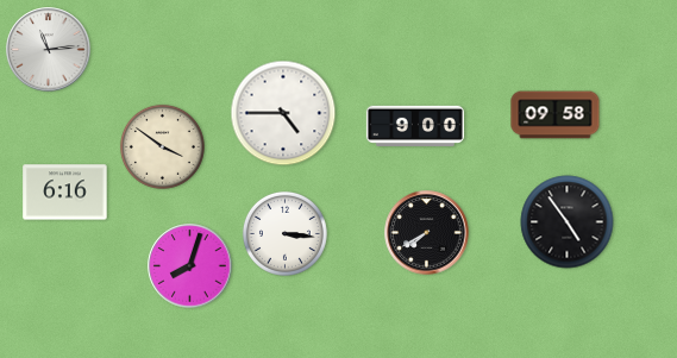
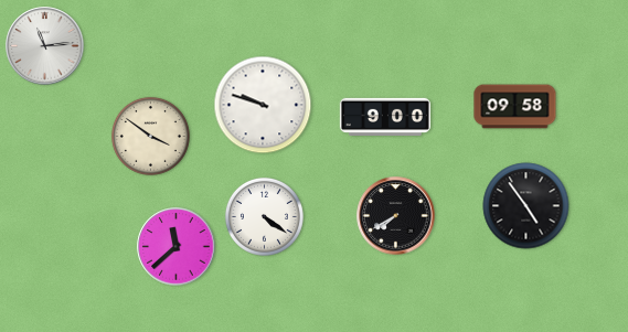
clock at (283, 113): 4:45 -> 9:48
clock at (65, 193): 6:16 -> none
clock at (284, 233): 3:16 -> 4:21
clock at (190, 266): 8:03 -> 11:38
